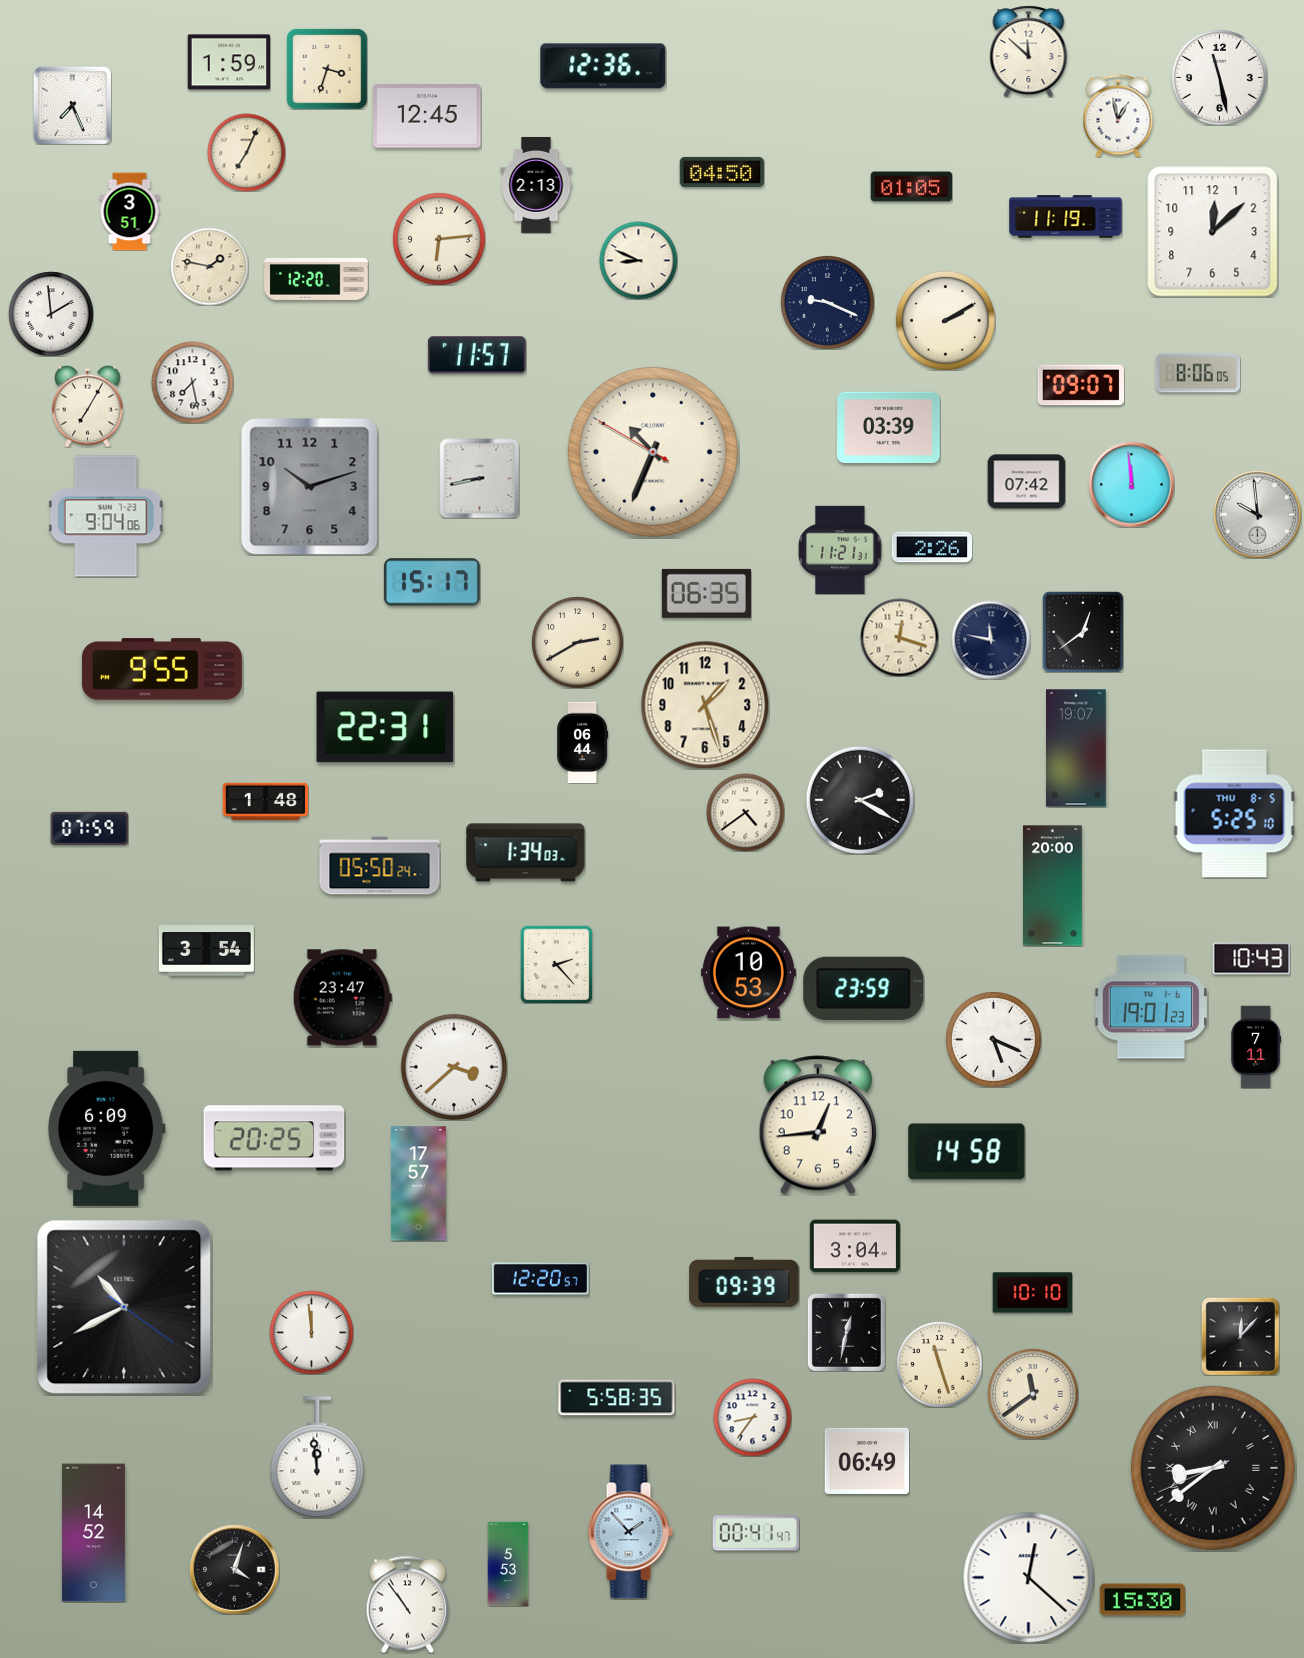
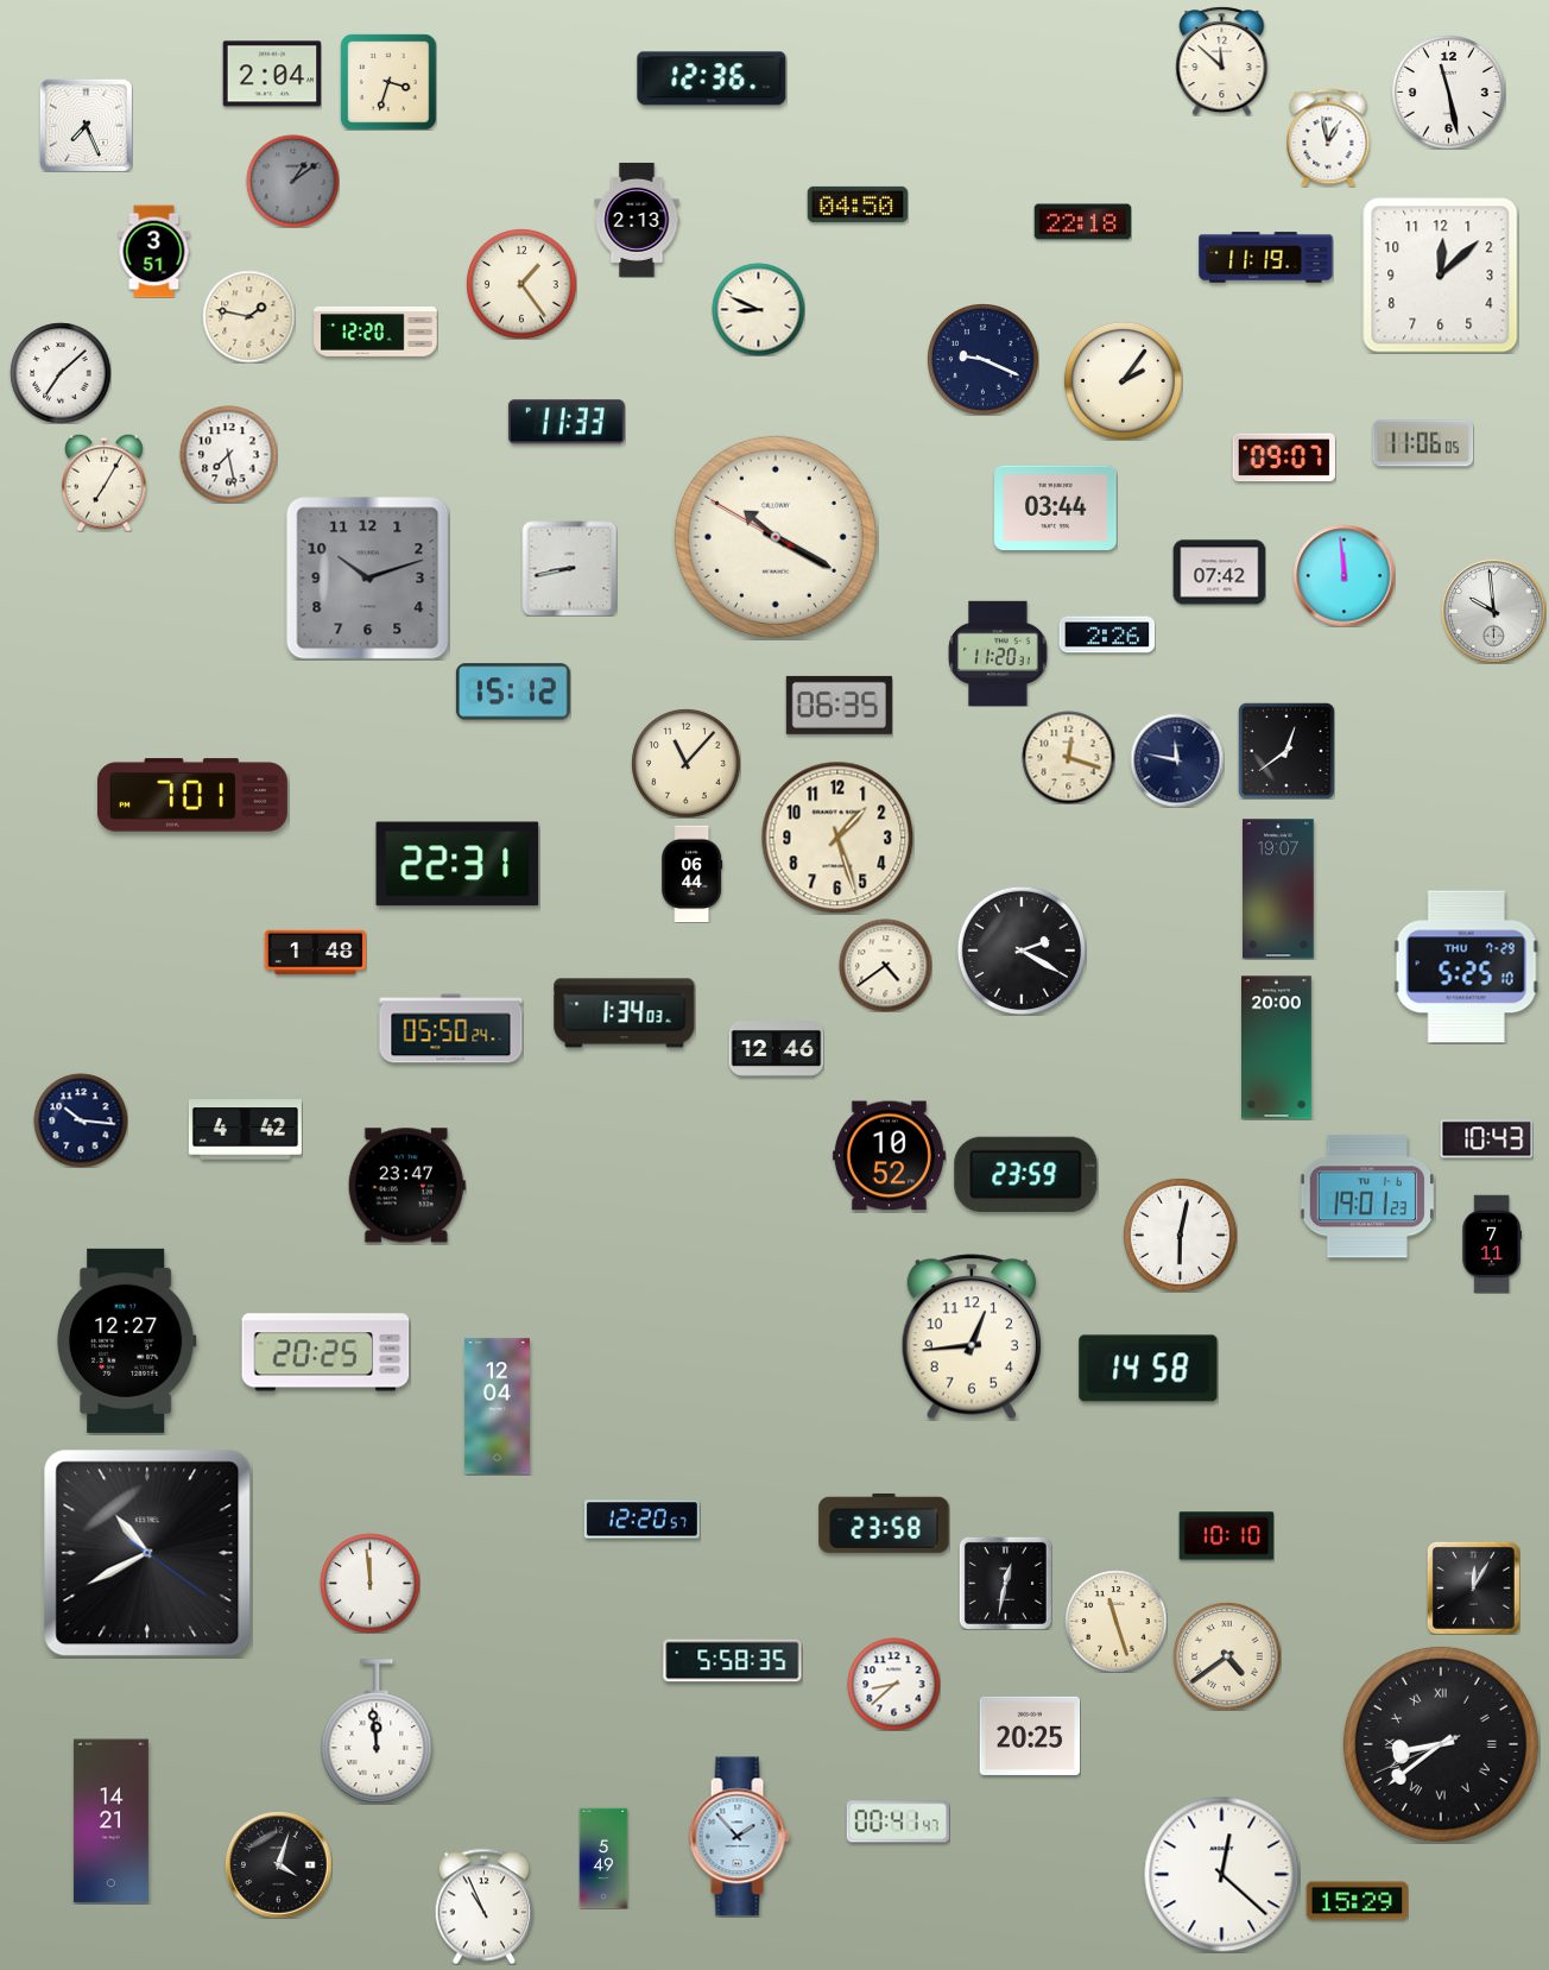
clock at (229, 62): 1:59 -> 2:04
clock at (603, 66) position: (603, 66) -> (712, 78)
clock at (427, 116): 12:45 -> none
clock at (246, 152): 7:04 -> 1:09
clock at (246, 152) dial: cream -> grey
clock at (911, 187): 01:05 -> 22:18
clock at (439, 239): 6:14 -> 1:24
clock at (51, 314): 1:59 -> 7:08
clock at (945, 320): 2:10 -> 2:06
clock at (477, 355): 11:57 -> 11:33
clock at (1198, 373): 8:06 -> 11:06
clock at (889, 428): 03:39 -> 03:44
clock at (653, 452): 10:33 -> 10:19
clock at (106, 516): 9:04 -> none
clock at (932, 547) position: (932, 547) -> (1107, 634)
clock at (840, 549): 11:21 -> 11:20
clock at (432, 582): 15:17 -> 15:12
clock at (577, 642): 2:40 -> 11:07
clock at (162, 669): 9:55 -> 7:01
clock at (583, 742) position: (583, 742) -> (693, 873)
clock at (1234, 814) date: THU 8-5 -> THU 7-29
clock at (89, 828): 07:59 -> none
clock at (776, 1049): none -> 12:46
clock at (1053, 886) position: (1053, 886) -> (1277, 1048)
clock at (81, 1120): none -> 10:16
clock at (206, 951): 3:54 -> 4:42
clock at (557, 964): 2:23 -> none
clock at (748, 973): 10:53 -> 10:52
clock at (993, 1039): 5:19 -> 6:02
clock at (454, 1067): 3:38 -> none
clock at (106, 1128): 6:09 -> 12:27
clock at (418, 1184): 17:57 -> 12:04
clock at (855, 1246): 3:04 -> none
clock at (744, 1282): 09:39 -> 23:58
clock at (1240, 1336): 12:07 -> 12:05
clock at (1033, 1394): 11:39 -> 4:39
clock at (752, 1417): 8:36 -> 8:38
clock at (867, 1461): 06:49 -> 20:25
clock at (630, 1532) position: (630, 1532) -> (739, 1837)
clock at (93, 1533): 14:52 -> 14:21
clock at (508, 1564): 5:53 -> 5:49
clock at (1142, 1600): 15:30 -> 15:29
clock at (408, 1604): 10:54 -> 10:56
